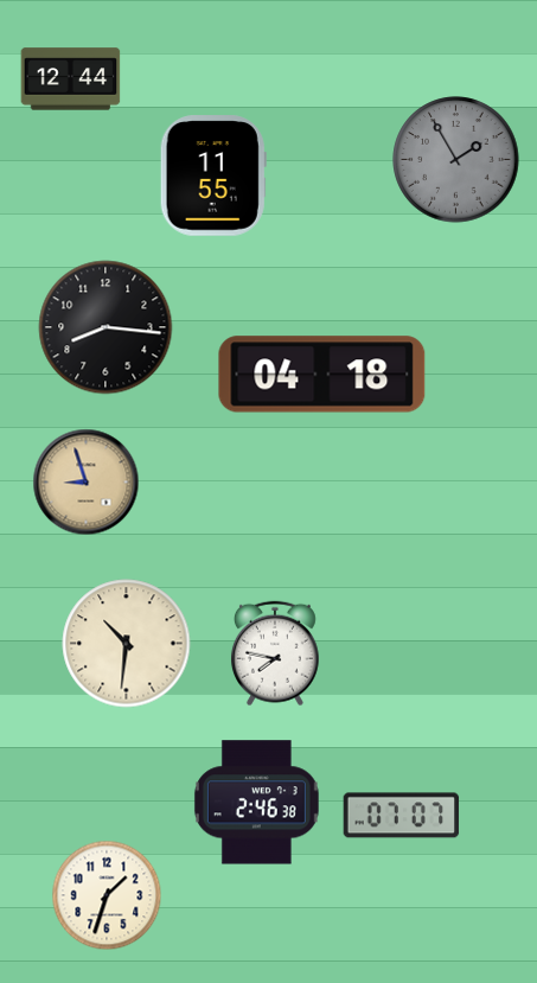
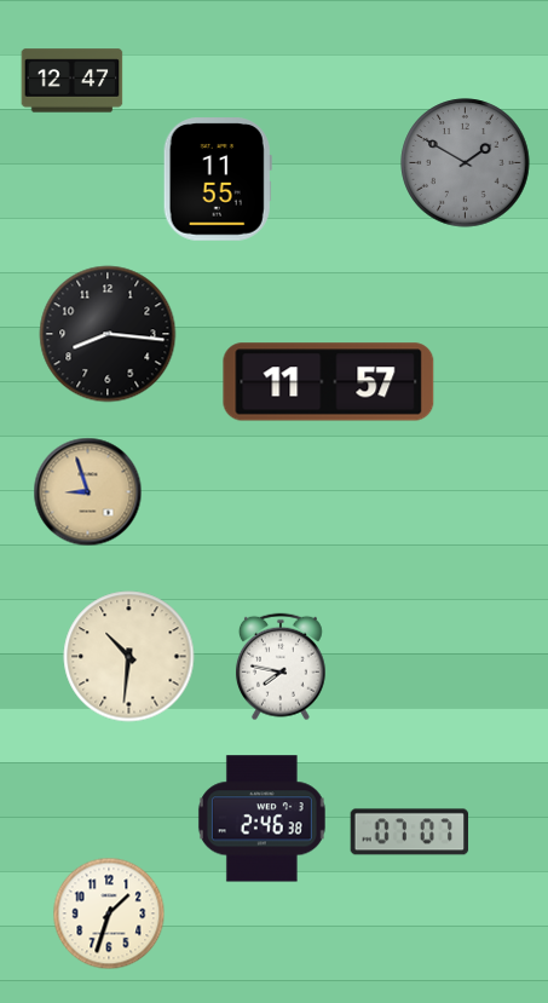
clock at (71, 79): 12:44 -> 12:47
clock at (456, 160): 1:55 -> 1:50
clock at (322, 375): 04:18 -> 11:57
